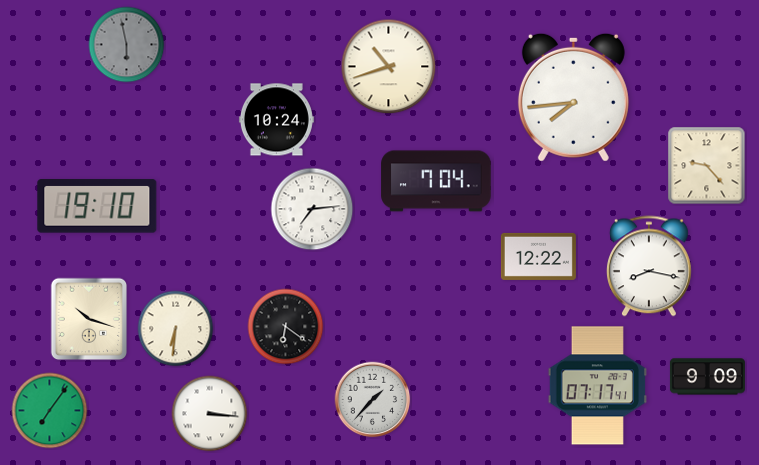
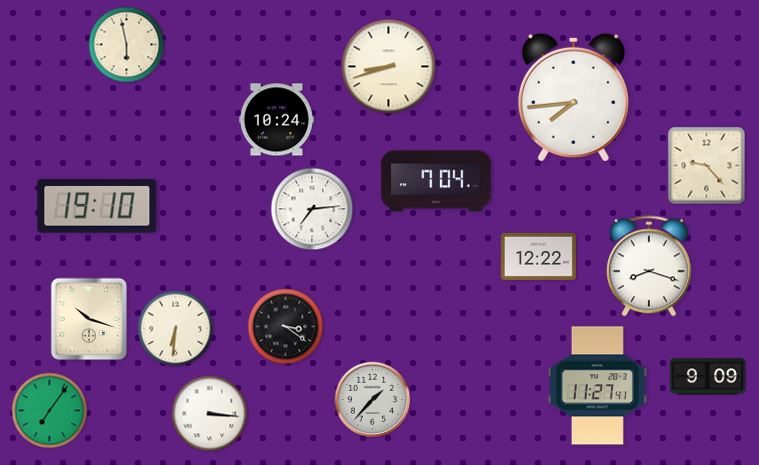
clock at (127, 45) dial: grey -> cream
clock at (389, 67): 10:42 -> 8:42
clock at (649, 266): 8:17 -> 8:18
clock at (286, 327): 6:21 -> 3:21
clock at (597, 386): 07:17 -> 11:27
